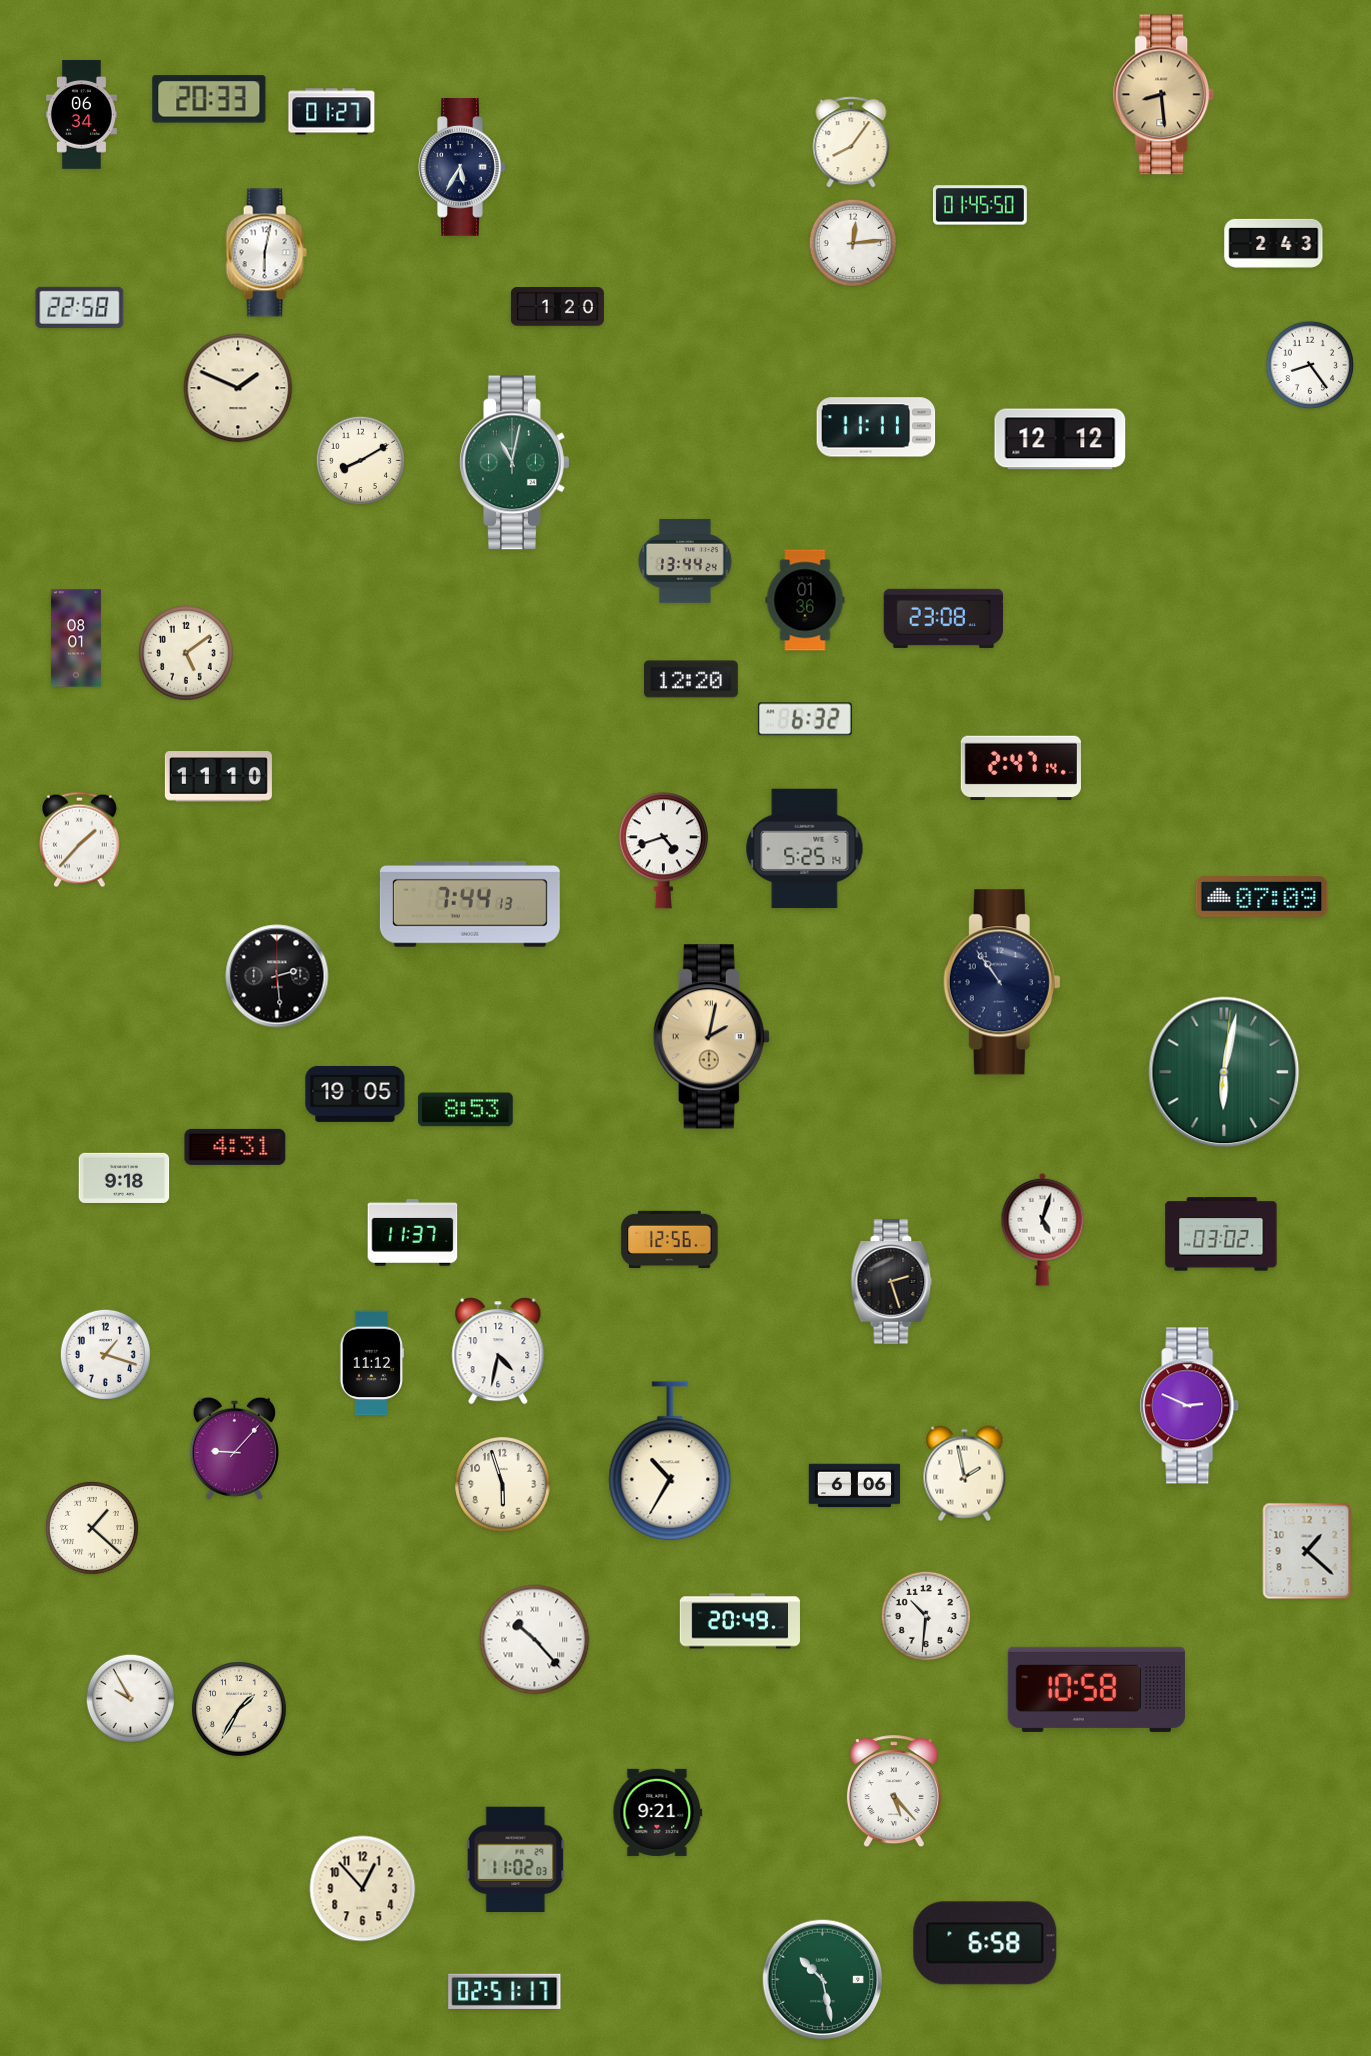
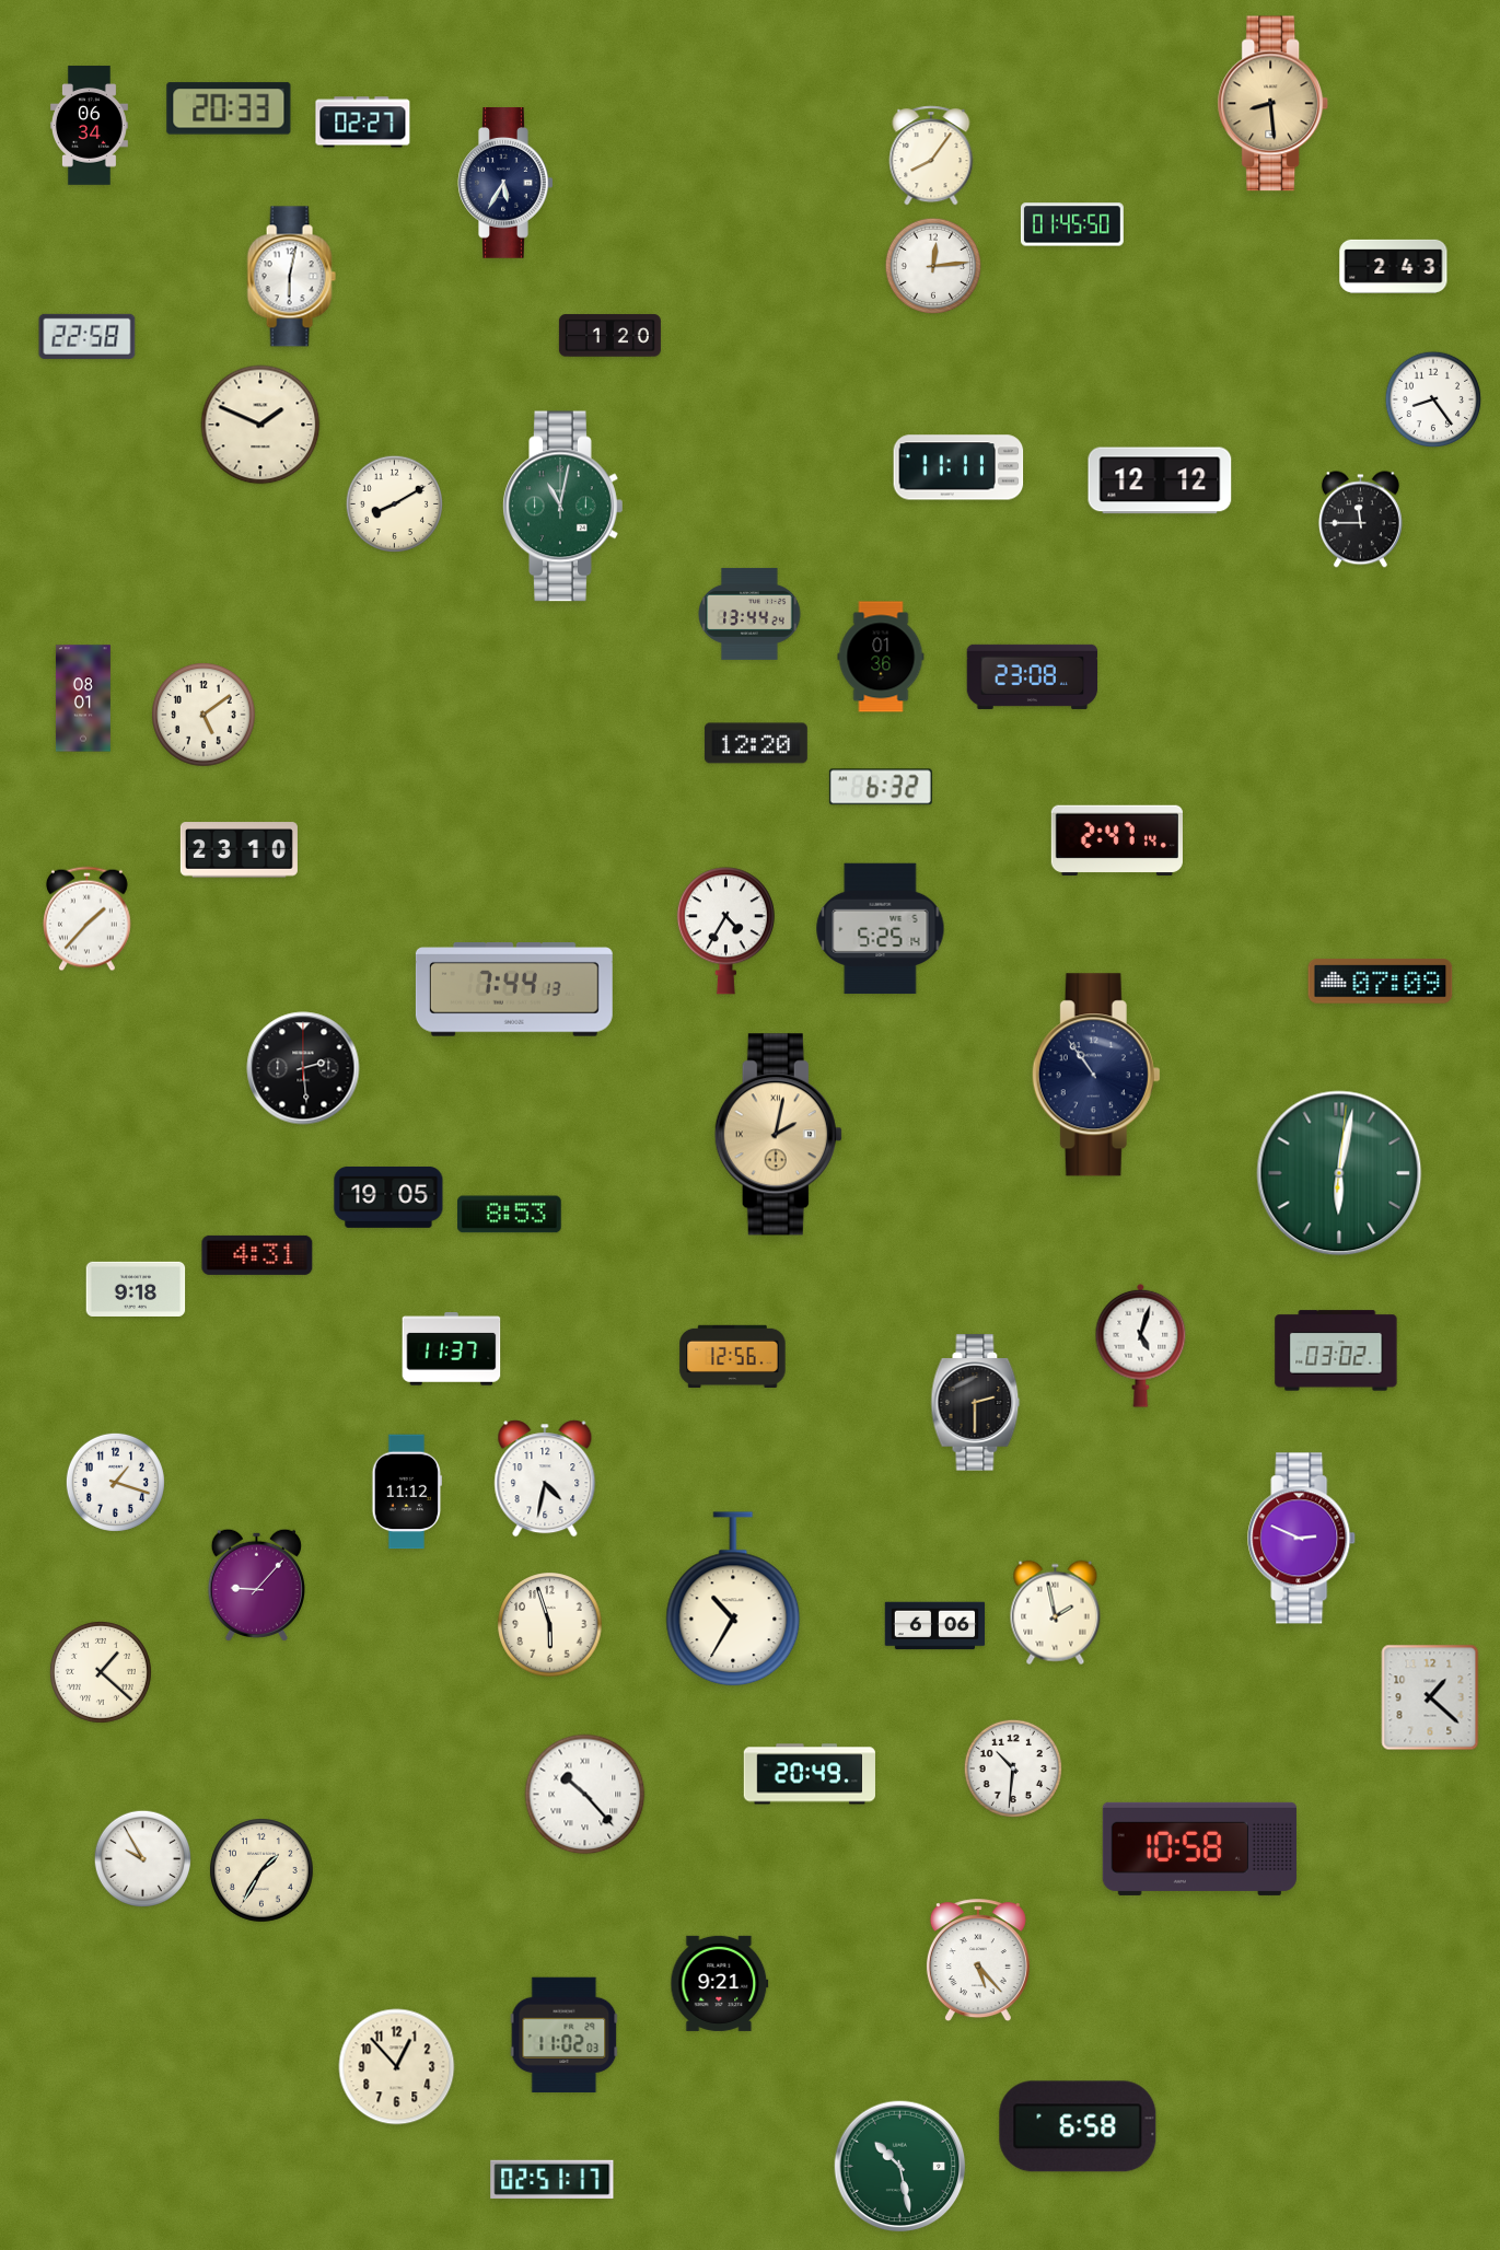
clock at (332, 112): 01:27 -> 02:27
clock at (1360, 520): none -> 11:45
clock at (218, 777): 11:10 -> 23:10
clock at (663, 851): 4:42 -> 4:35
clock at (892, 1282): 2:27 -> 2:30
